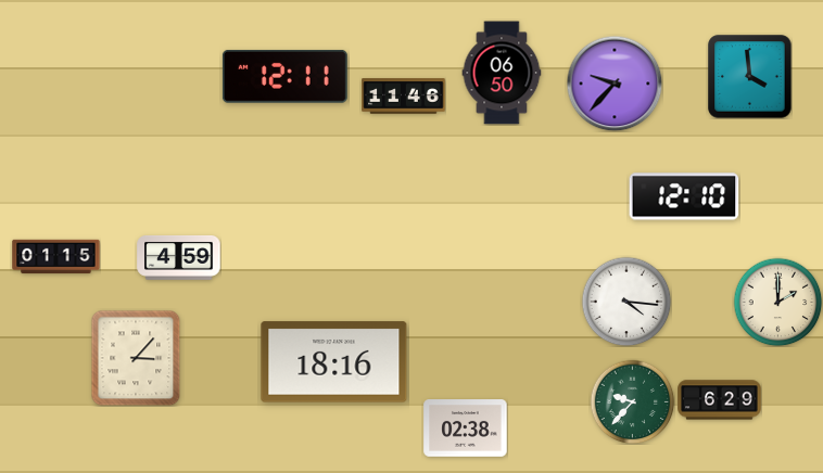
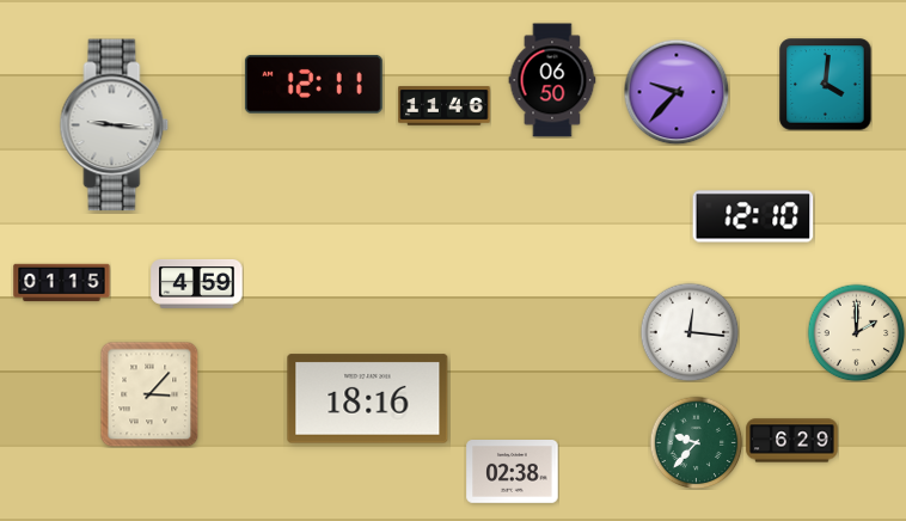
clock at (750, 77): 3:59 -> 4:01
clock at (115, 125): none -> 9:16
clock at (626, 302): 4:16 -> 12:16
